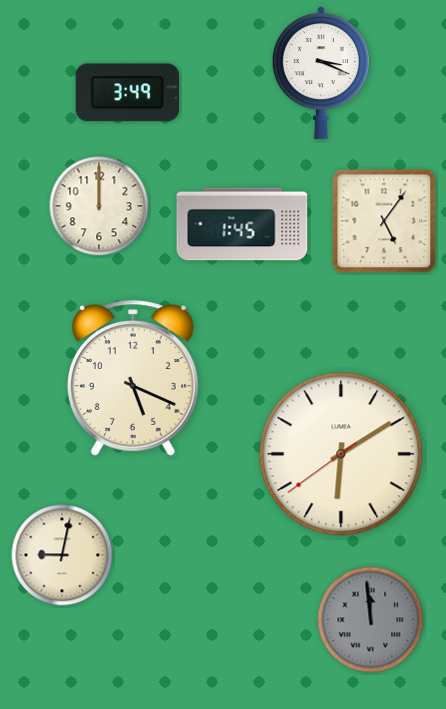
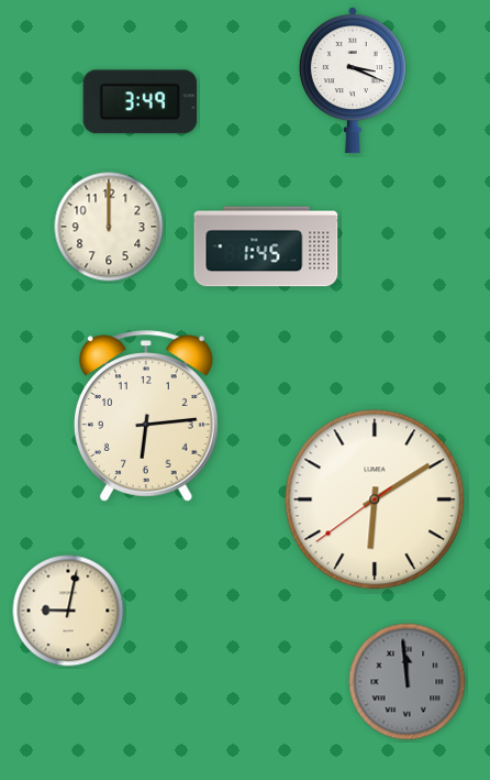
clock at (384, 221): 5:06 -> none
clock at (133, 378): 5:19 -> 6:14
